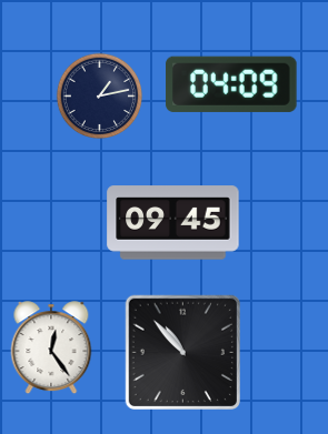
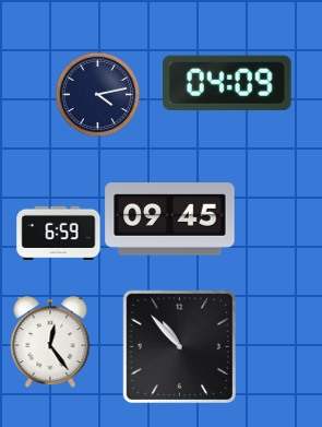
clock at (99, 95): 1:13 -> 4:13
clock at (59, 233): none -> 6:59
